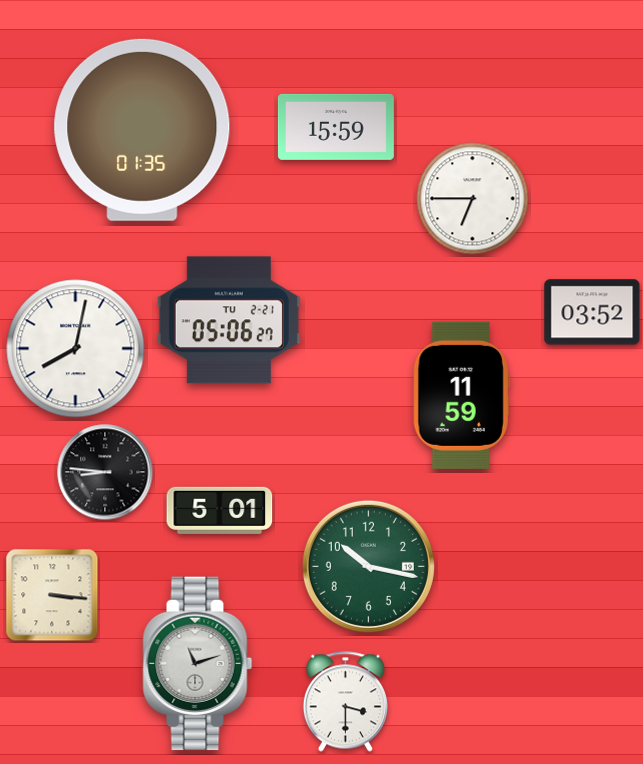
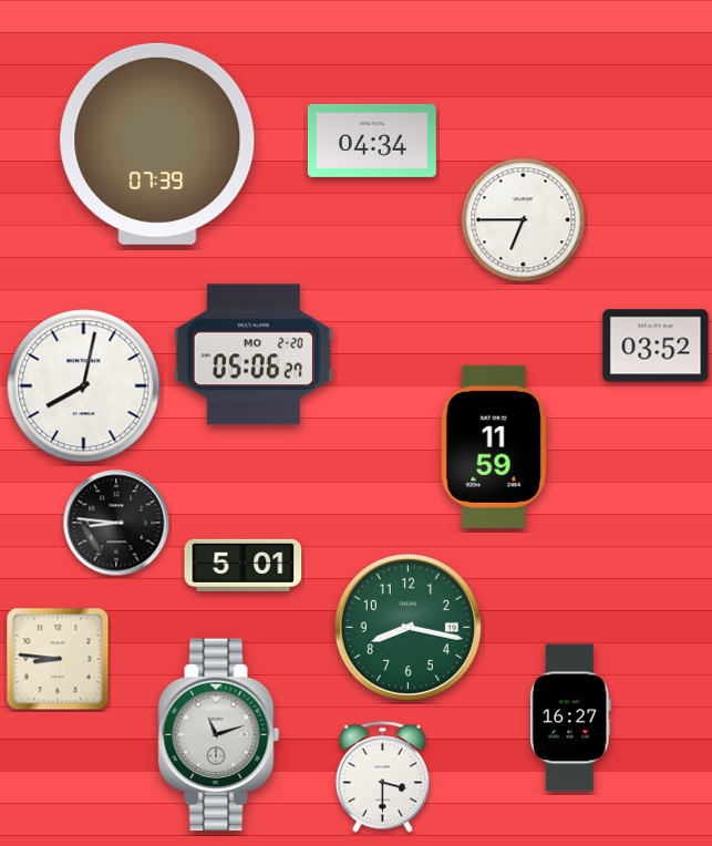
clock at (336, 127): 15:59 -> 04:34
clock at (142, 130): 01:35 -> 07:39
clock at (229, 320) date: TU 2-21 -> MO 2-20
clock at (461, 395) position: (461, 395) -> (494, 446)
clock at (368, 566): 10:17 -> 8:17
clock at (52, 595): 3:16 -> 8:46
clock at (570, 718): none -> 16:27
